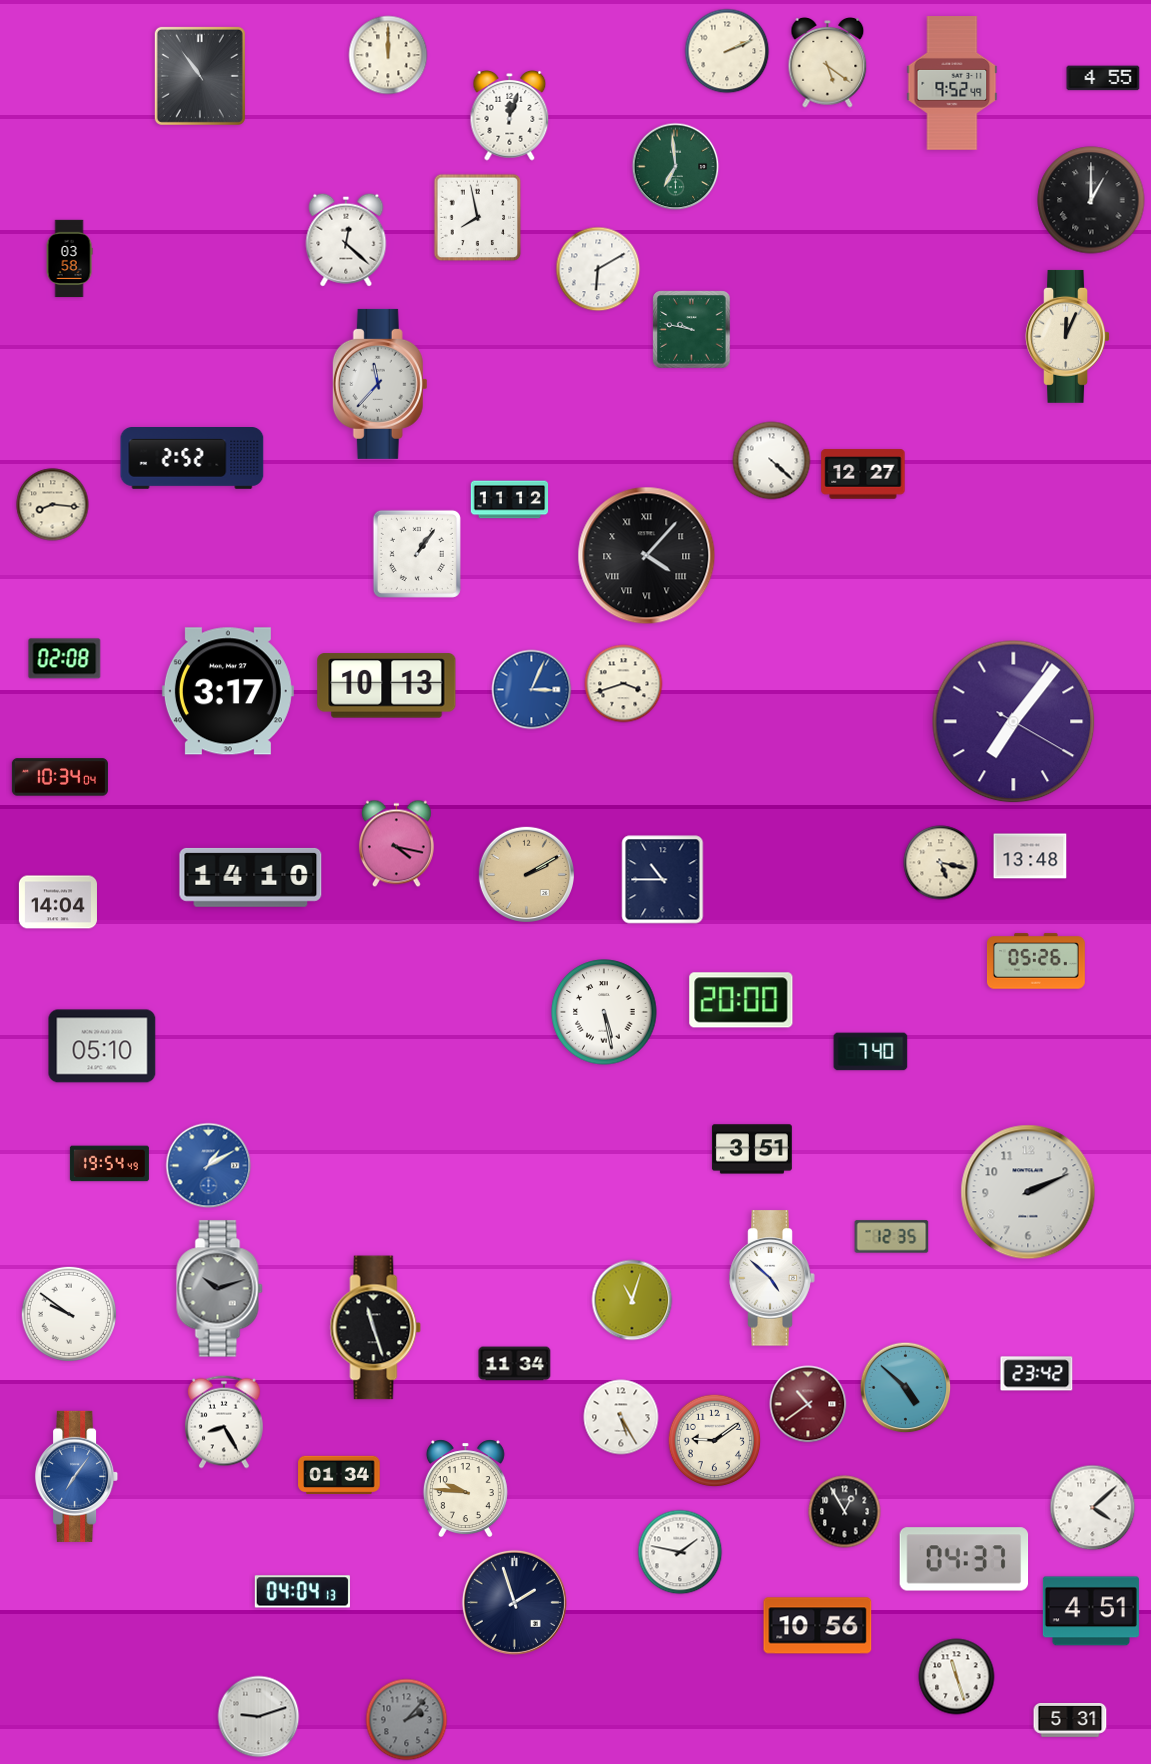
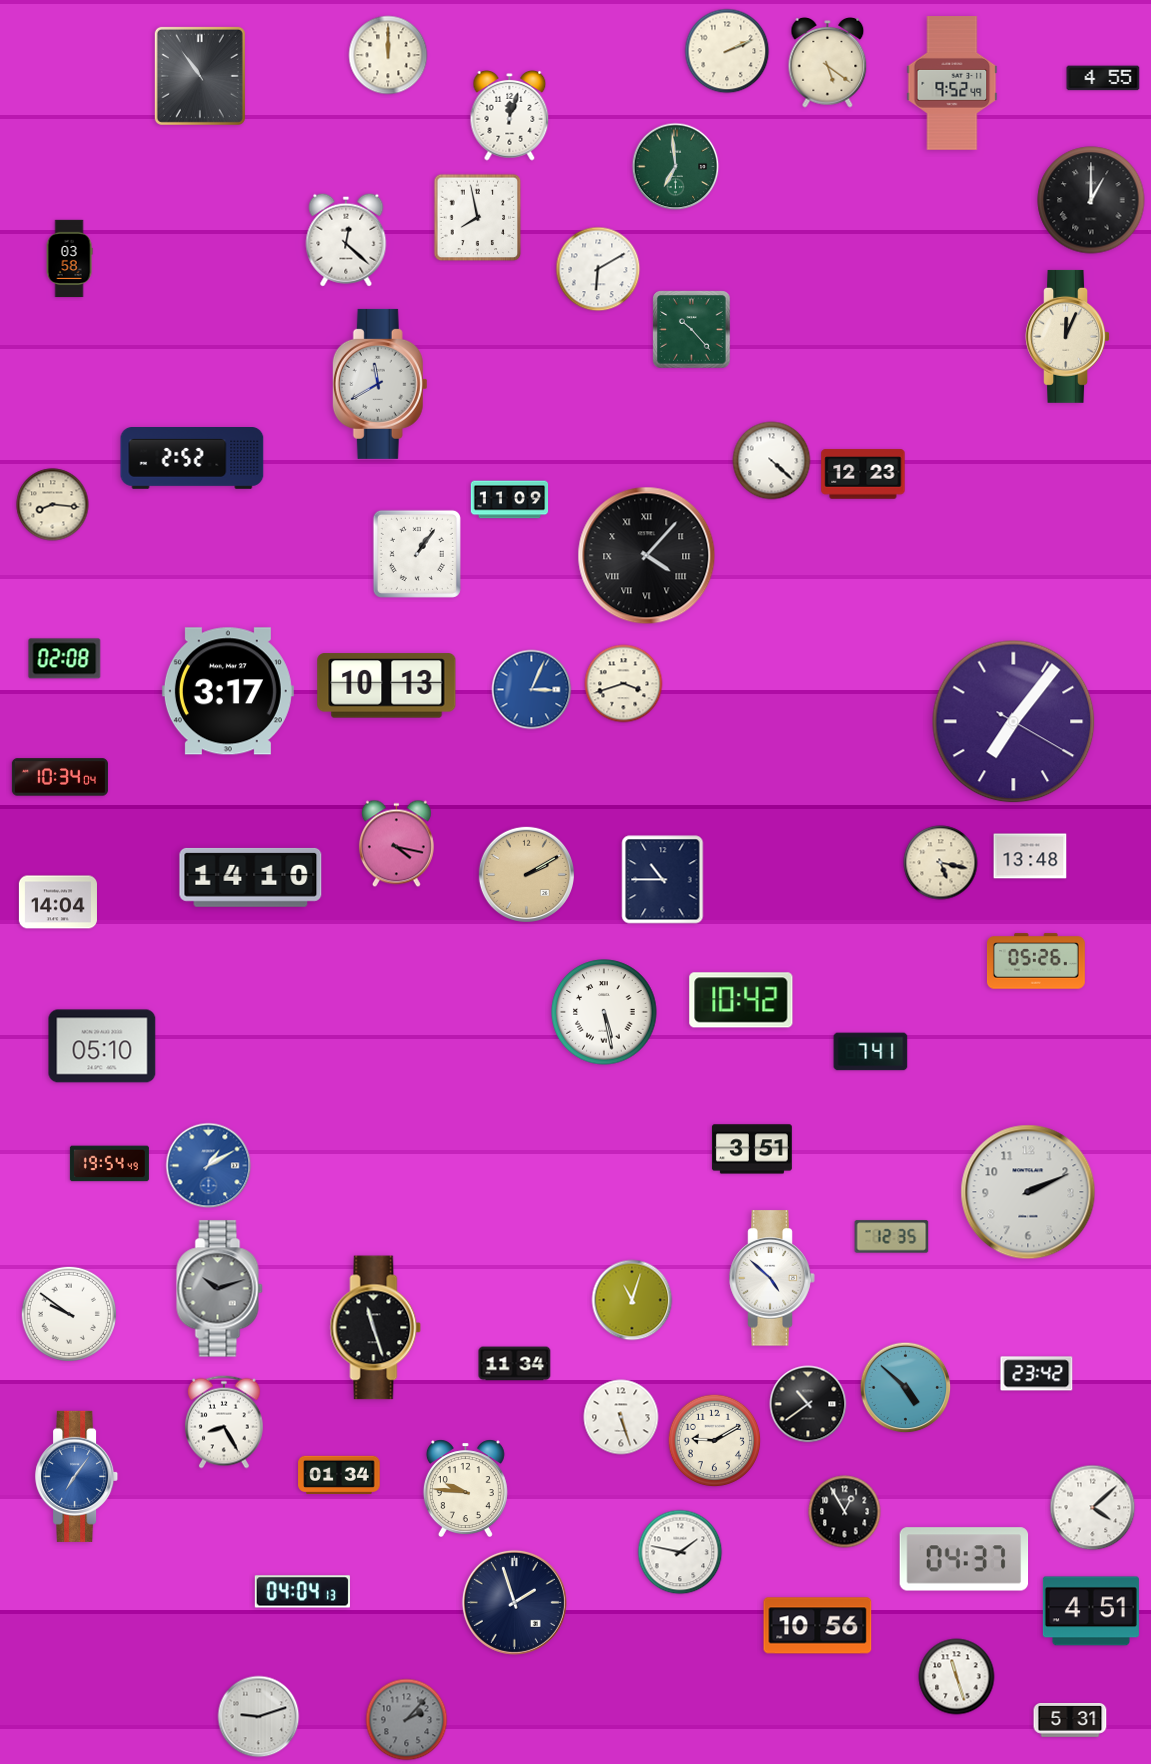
clock at (692, 330): 9:47 -> 10:23
clock at (380, 384): 11:37 -> 11:40
clock at (863, 474): 12:27 -> 12:23
clock at (510, 500): 11:12 -> 11:09
clock at (741, 1000): 20:00 -> 10:42
clock at (871, 1052): 7:40 -> 7:41
clock at (808, 1404) dial: burgundy -> black
clock at (621, 1417): 5:25 -> 5:27
clock at (715, 1441): 9:09 -> 9:10
